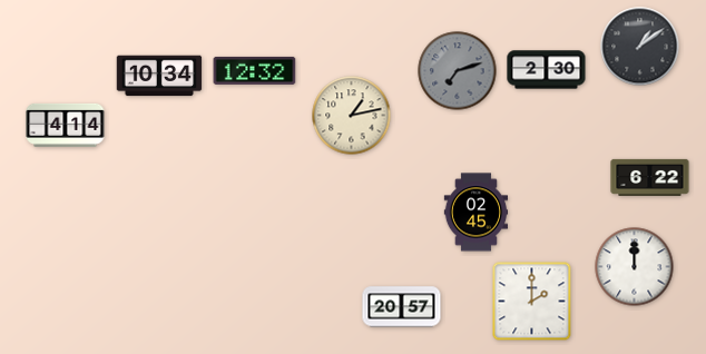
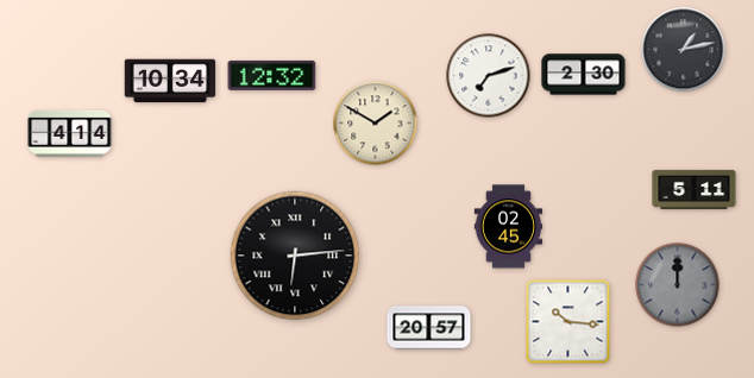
clock at (640, 47): 1:09 -> 1:13
clock at (458, 71) dial: grey -> white
clock at (352, 116): 1:13 -> 1:50
clock at (650, 177): 6:22 -> 5:11
clock at (295, 256): none -> 6:14
clock at (635, 267) dial: white -> grey
clock at (532, 302): 2:00 -> 10:16
